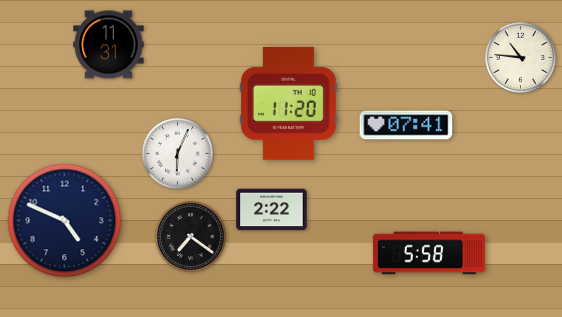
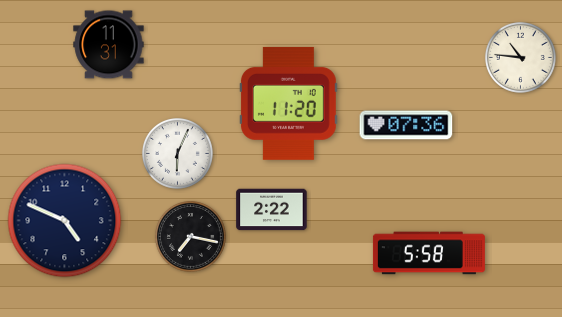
clock at (406, 125): 07:41 -> 07:36
clock at (190, 236): 7:21 -> 7:17
